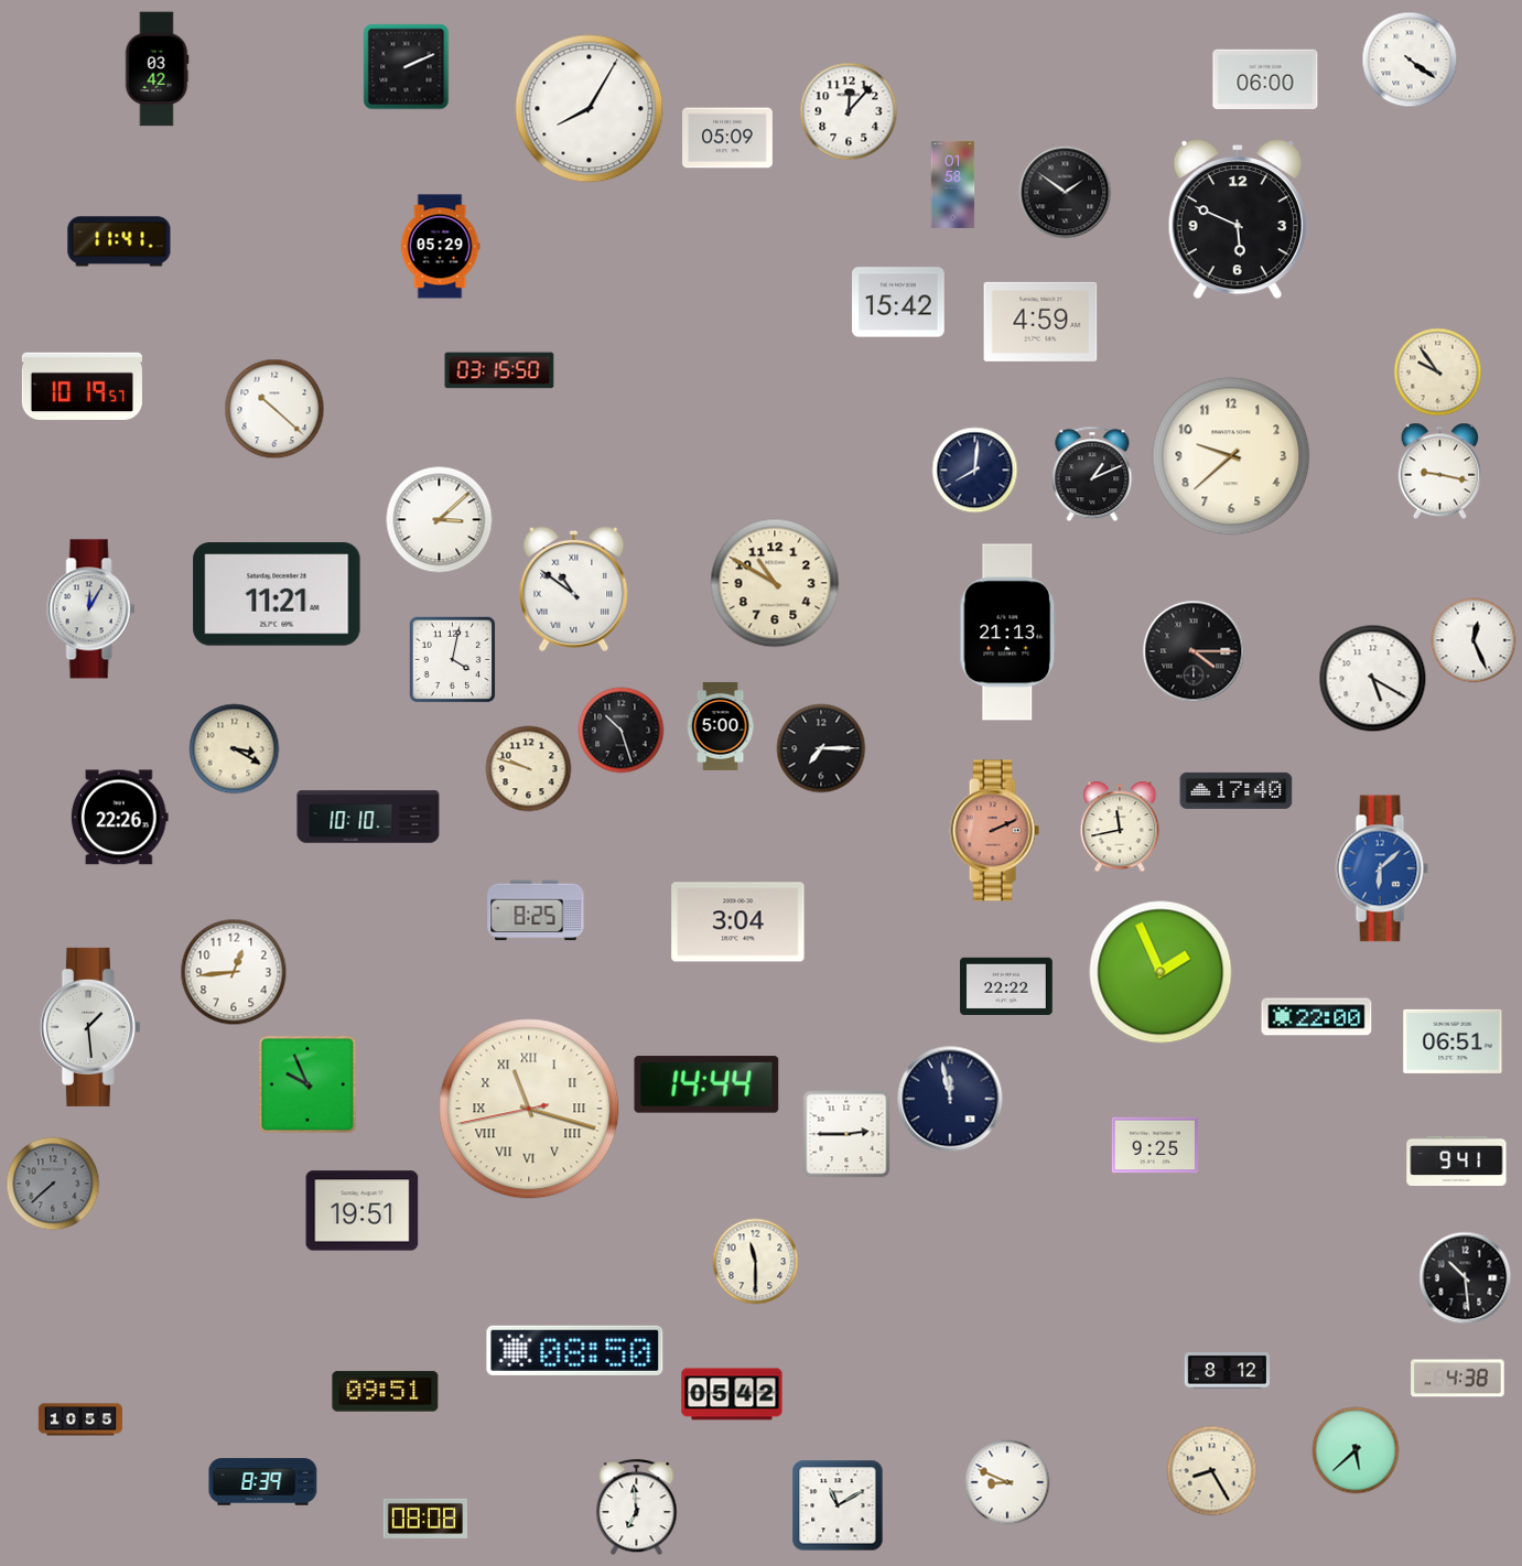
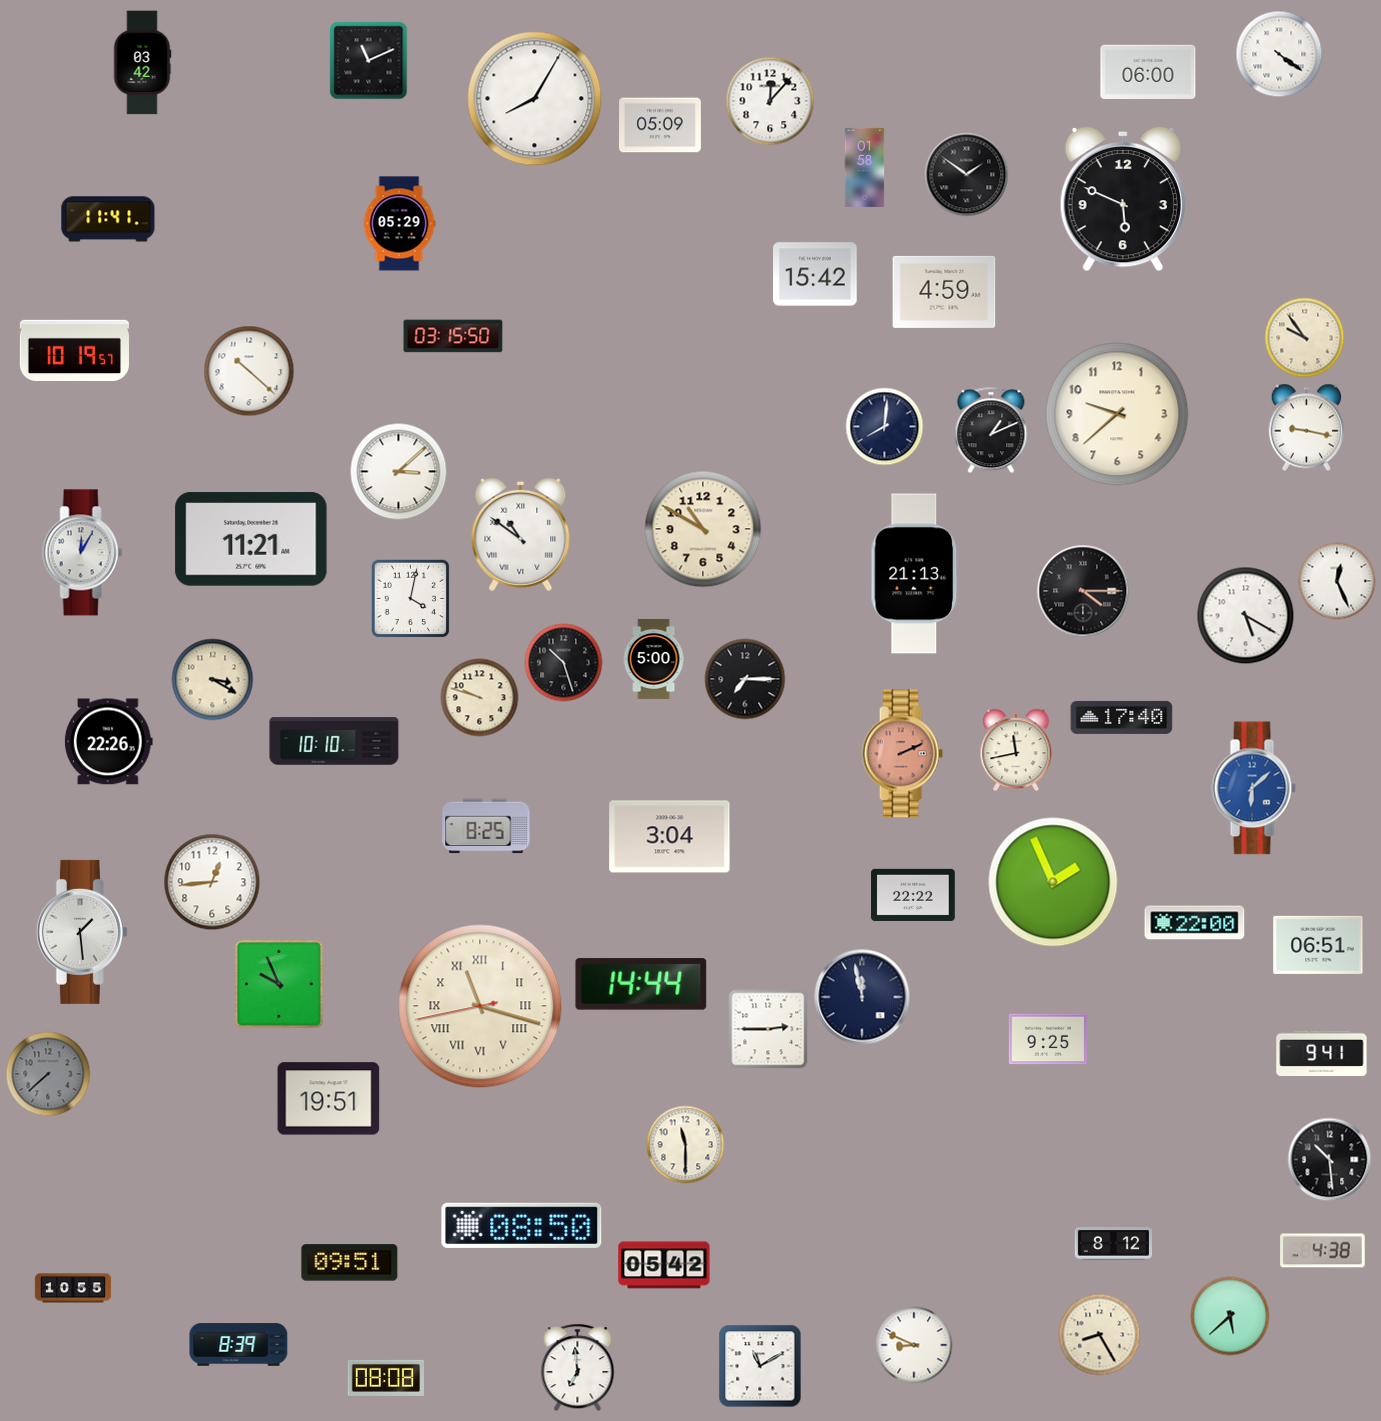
clock at (407, 67): 2:11 -> 11:11
